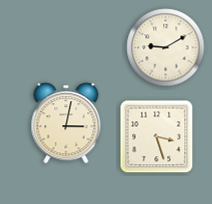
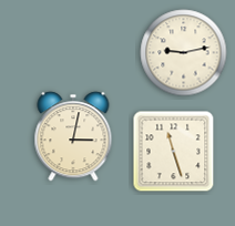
clock at (166, 48): 9:10 -> 9:13
clock at (157, 137): 3:27 -> 11:27
